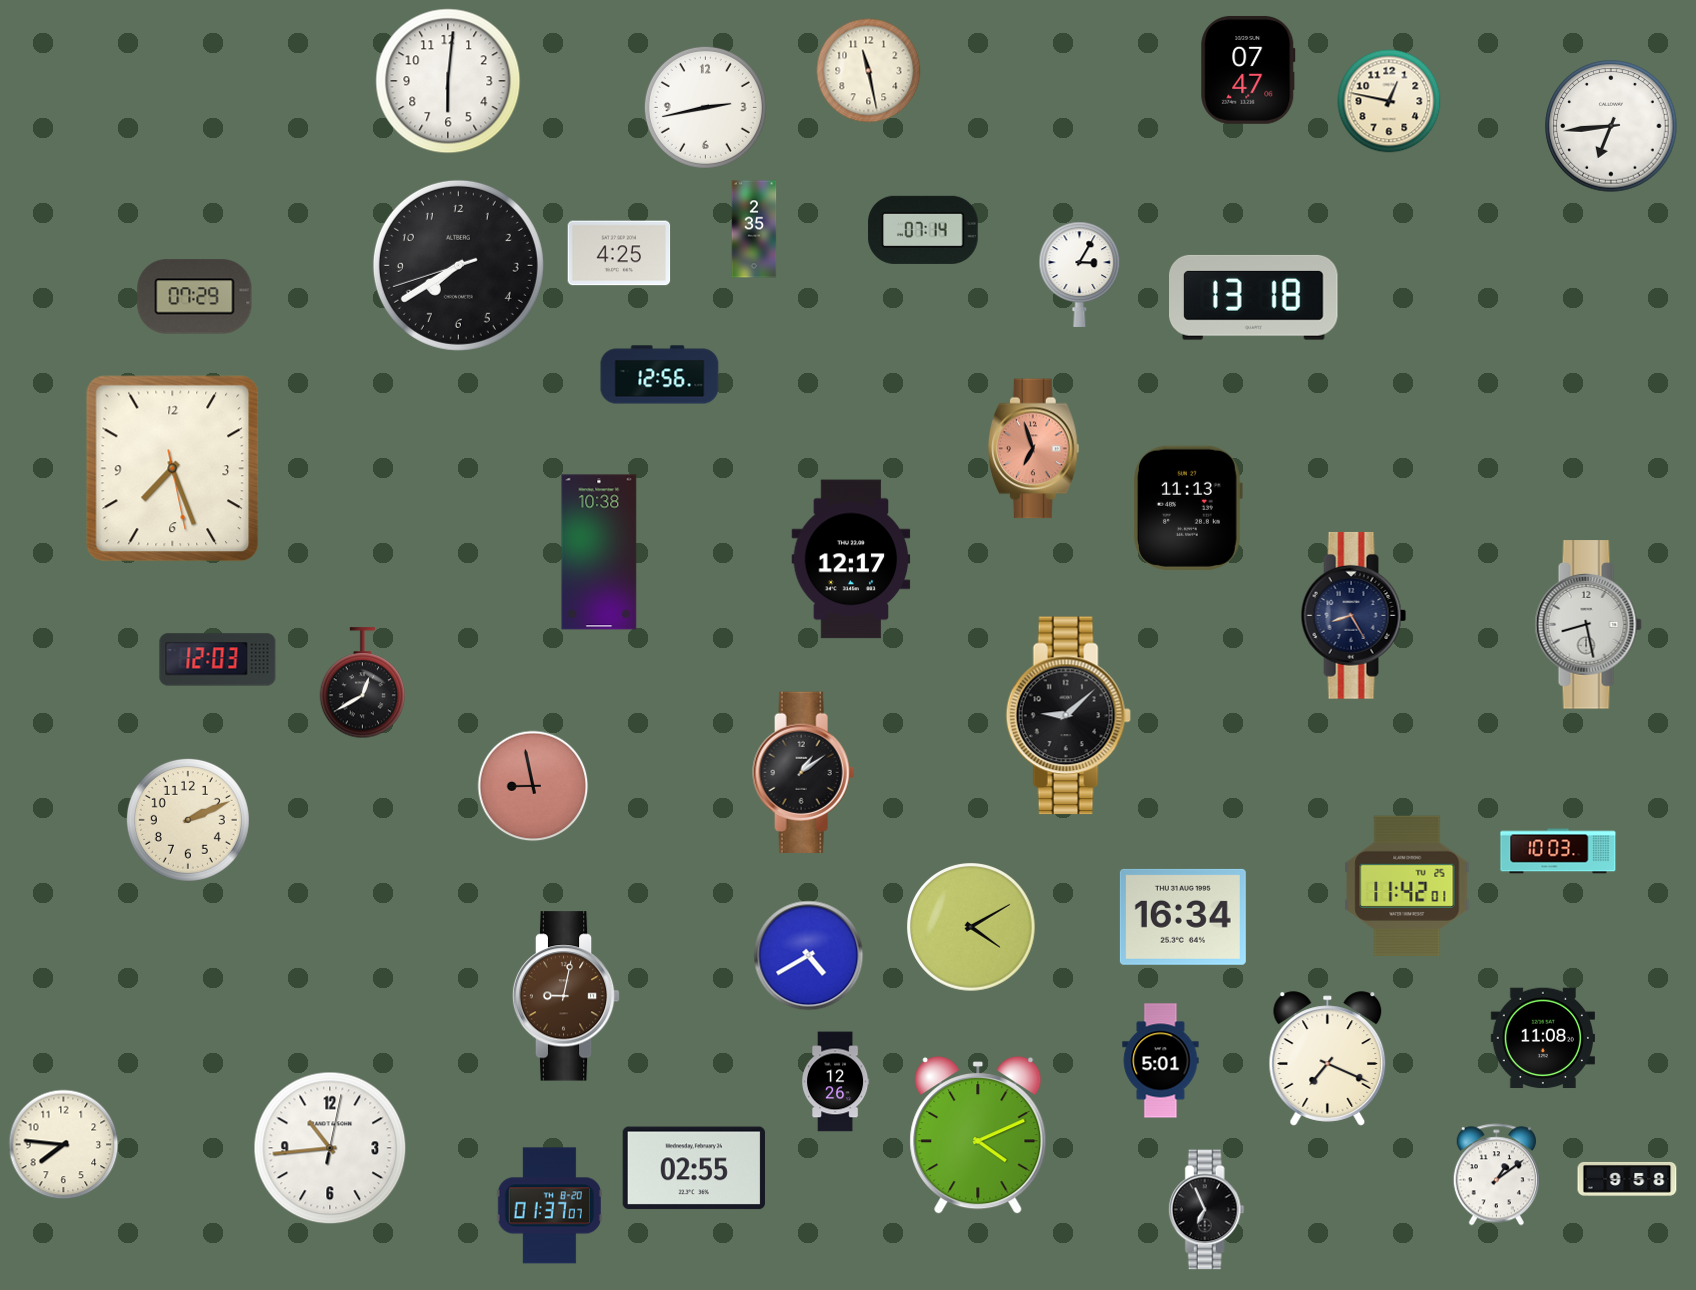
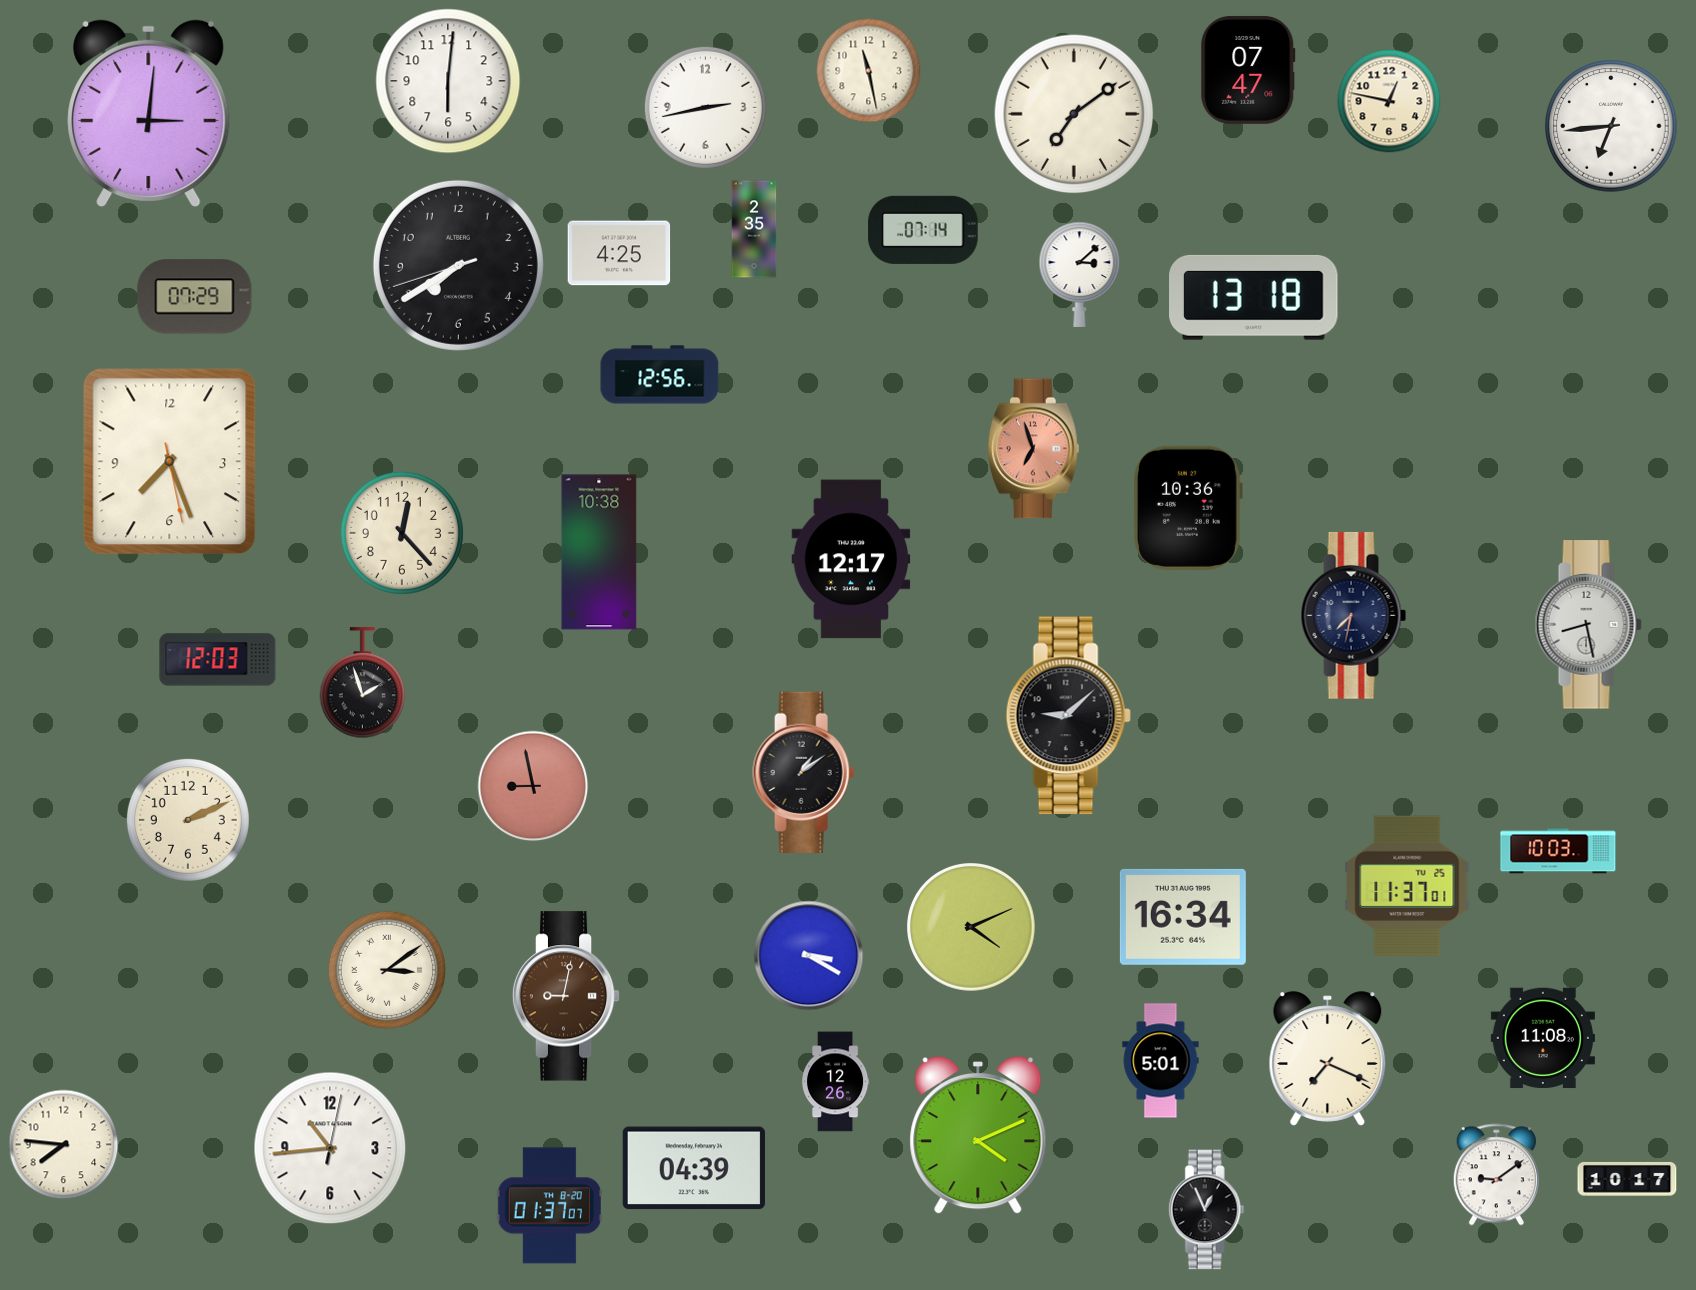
clock at (149, 114): none -> 3:01
clock at (1074, 114): none -> 7:09
clock at (1080, 274): 3:05 -> 3:08
clock at (173, 469) position: (173, 469) -> (170, 462)
clock at (1188, 508): 11:13 -> 10:36
clock at (402, 533): none -> 12:23
clock at (1354, 615): 8:25 -> 7:32
clock at (363, 683): 12:40 -> 1:57
clock at (1407, 886): 11:42 -> 11:37
clock at (972, 928): 4:10 -> 4:11
clock at (809, 956): 4:40 -> 3:20
clock at (387, 970): none -> 3:09
clock at (694, 1168): 02:55 -> 04:39
clock at (1496, 1175): 1:09 -> 9:09
clock at (1627, 1179): 9:58 -> 10:17
clock at (1206, 1210): 6:56 -> 12:56
